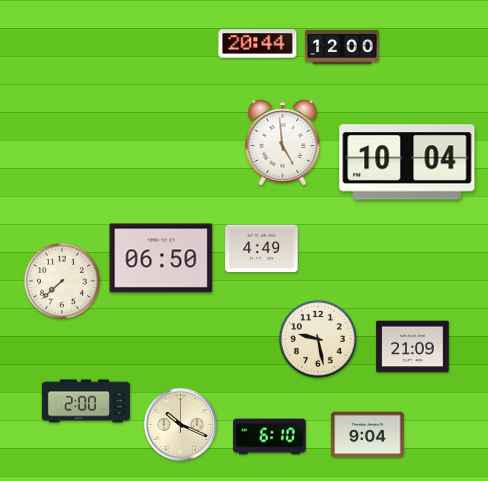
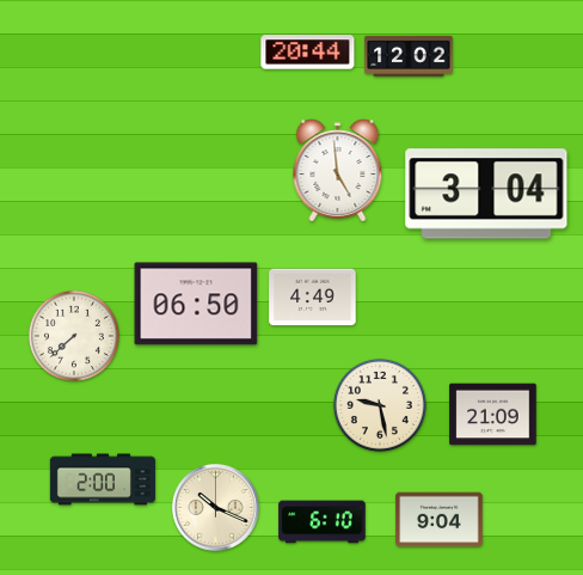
clock at (342, 47): 12:00 -> 12:02
clock at (407, 162): 10:04 -> 3:04
clock at (161, 258) position: (161, 258) -> (196, 304)
